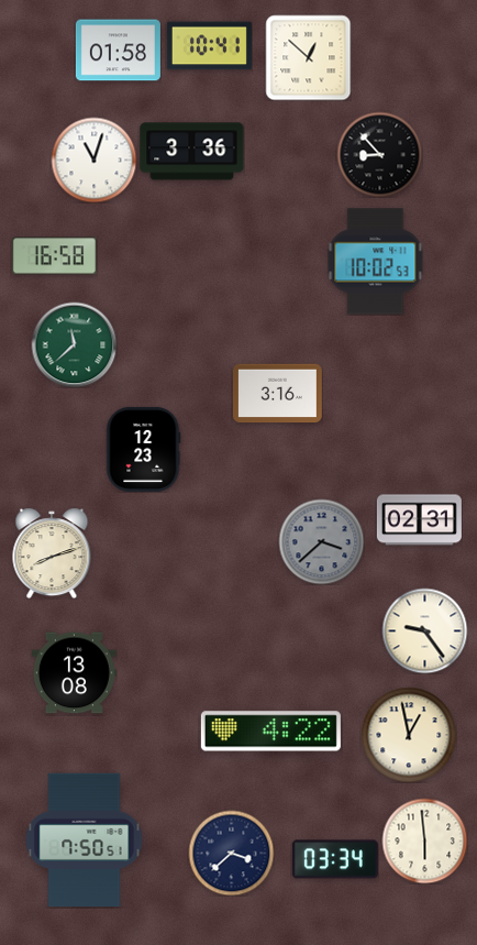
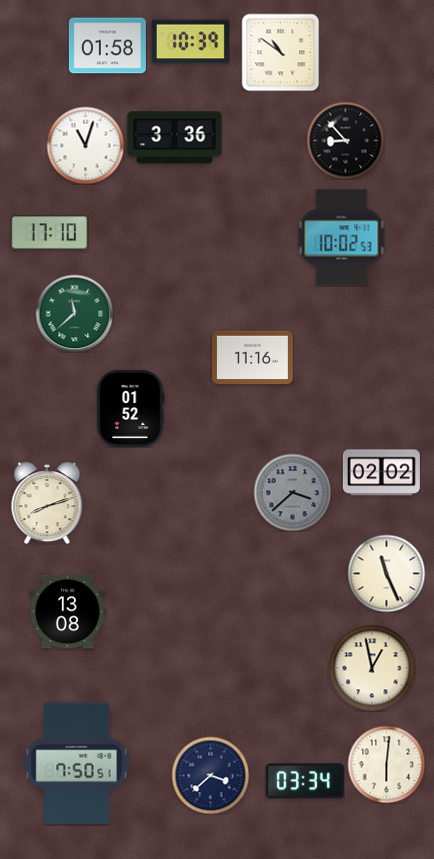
clock at (209, 46): 10:41 -> 10:39
clock at (308, 57): 12:52 -> 10:51
clock at (54, 256): 16:58 -> 17:10
clock at (74, 344) position: (74, 344) -> (74, 313)
clock at (278, 394): 3:16 -> 11:16
clock at (144, 449): 12:23 -> 01:52
clock at (419, 520): 02:31 -> 02:02
clock at (424, 630): 9:24 -> 11:26
clock at (270, 732): 4:22 -> none
clock at (424, 840): 5:59 -> 6:01
